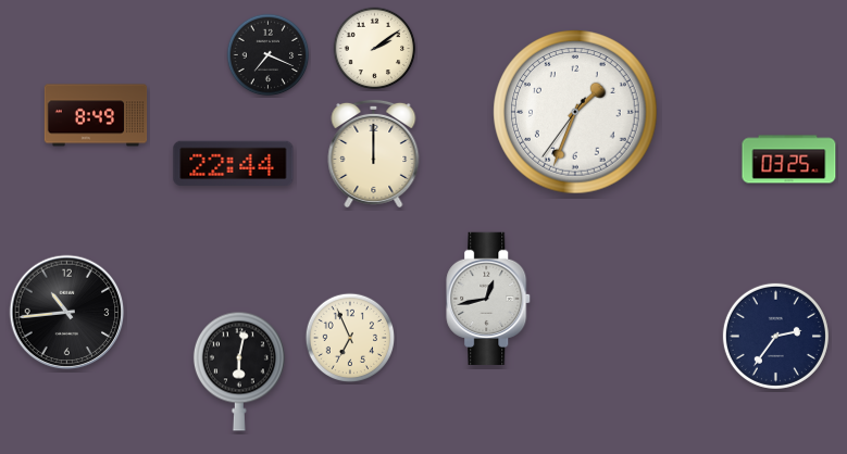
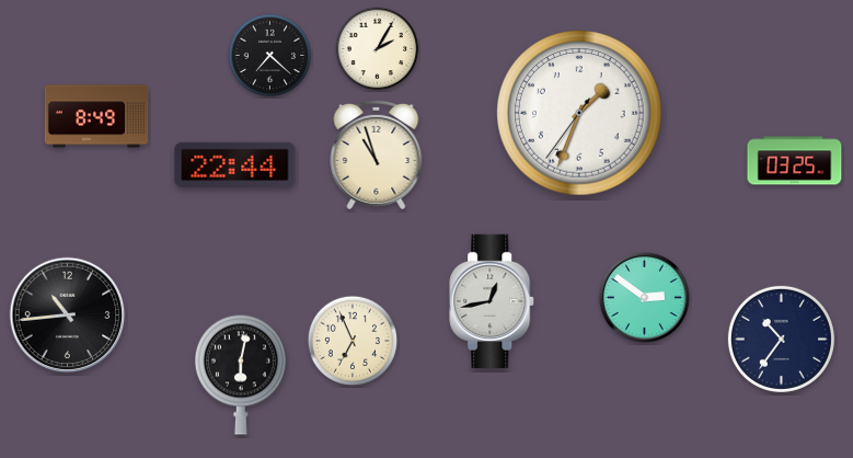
clock at (375, 49): 2:09 -> 2:05
clock at (269, 55): 7:19 -> 7:22
clock at (374, 153): 12:00 -> 10:57
clock at (644, 297): none -> 2:51
clock at (775, 336): 2:36 -> 10:36
